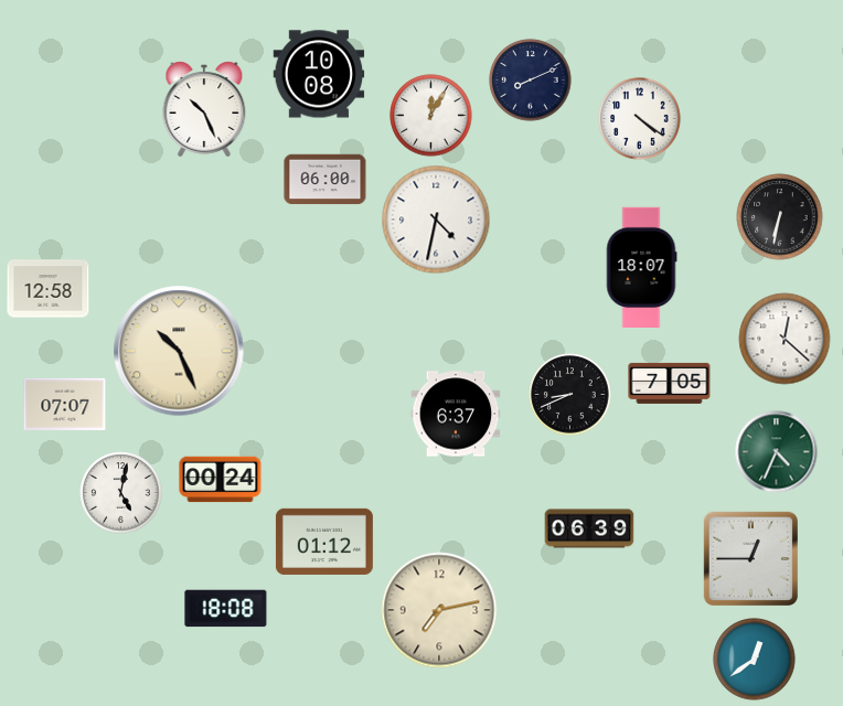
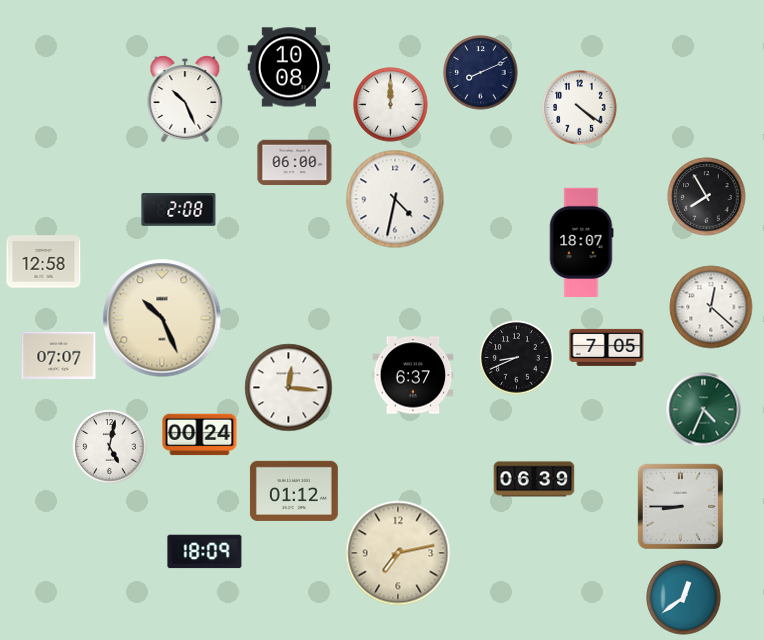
clock at (431, 116): 12:05 -> 12:00
clock at (780, 217): 6:32 -> 7:55
clock at (179, 210): none -> 2:08
clock at (65, 404) position: (65, 404) -> (59, 355)
clock at (289, 388): none -> 12:16
clock at (750, 558): 12:45 -> 8:45
clock at (226, 609): 18:08 -> 18:09
